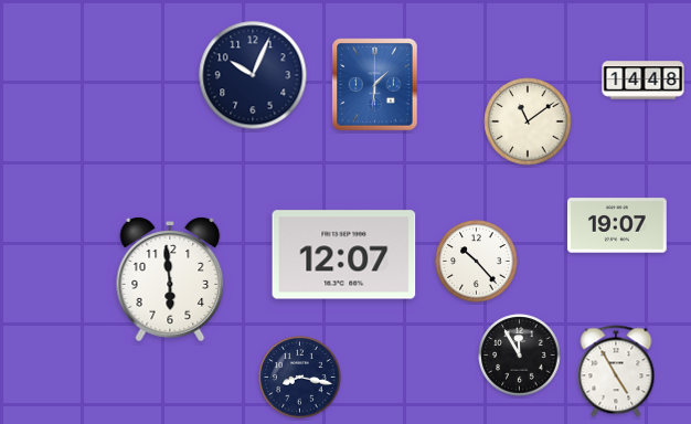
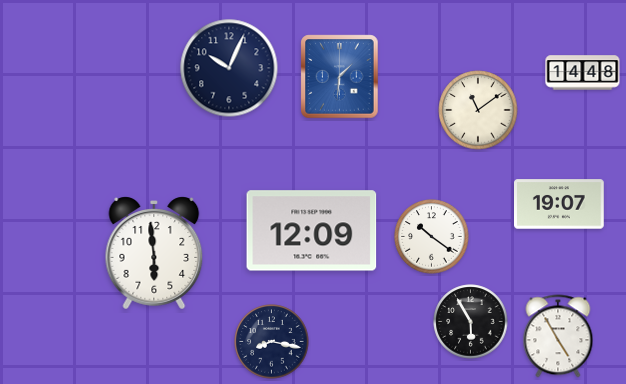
clock at (344, 255): 12:07 -> 12:09
clock at (477, 262): 10:23 -> 10:21
clock at (520, 356): 11:55 -> 5:55
